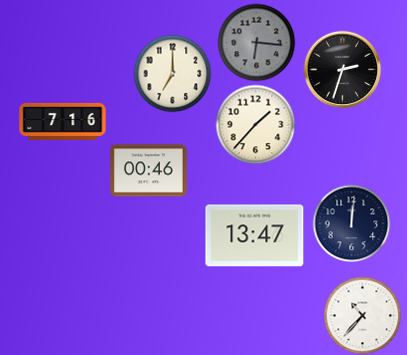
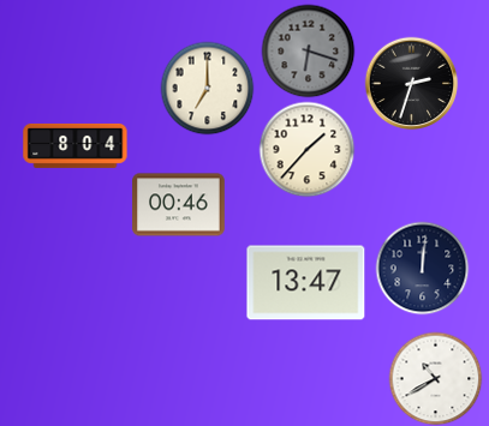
clock at (256, 42): 6:16 -> 6:18
clock at (63, 121): 7:16 -> 8:04
clock at (362, 315): 10:37 -> 10:40
